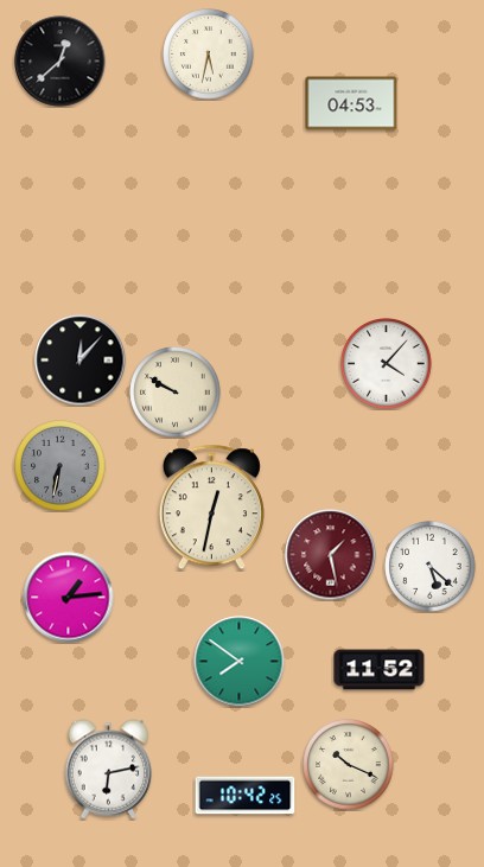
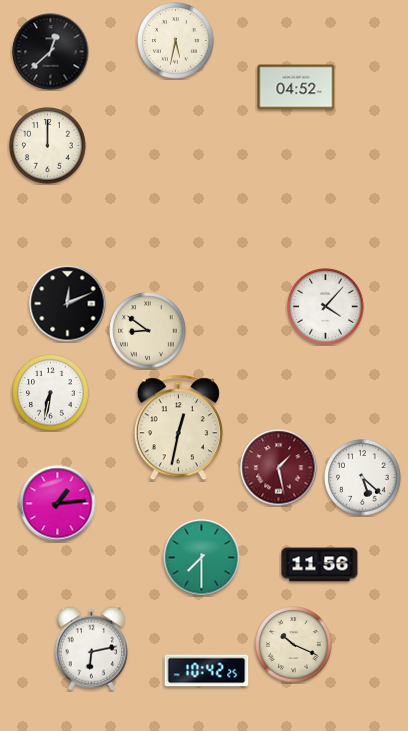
clock at (209, 55) position: (209, 55) -> (176, 41)
clock at (351, 103): 04:53 -> 04:52
clock at (48, 146): none -> 12:00
clock at (81, 361): 12:07 -> 12:11
clock at (176, 393): 9:50 -> 8:51
clock at (60, 466) dial: grey -> white
clock at (240, 662): 7:51 -> 7:30
clock at (380, 670): 11:52 -> 11:56
